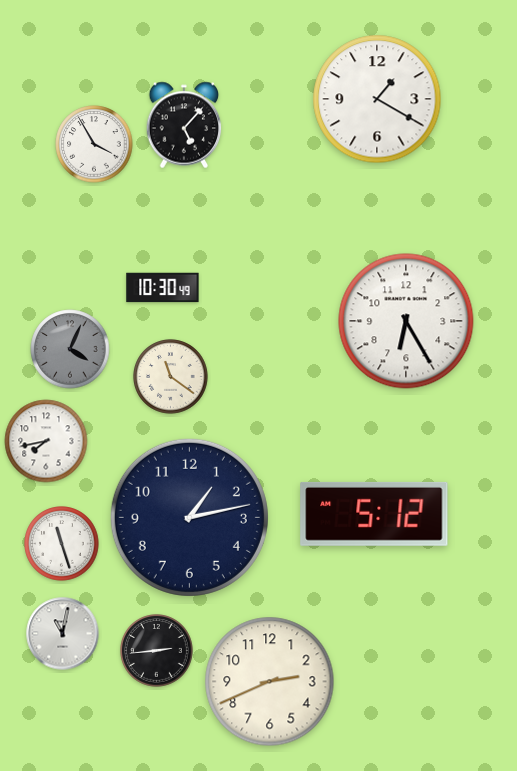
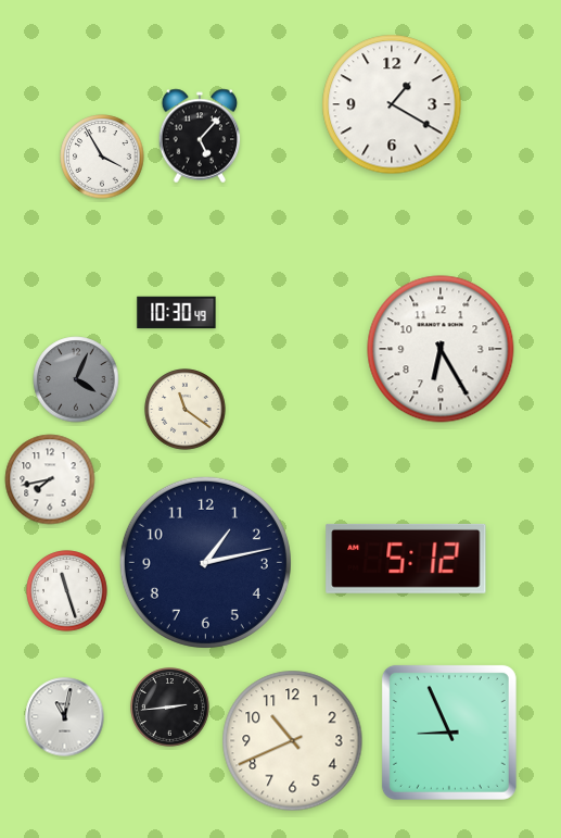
clock at (377, 99) position: (377, 99) -> (392, 104)
clock at (63, 634) position: (63, 634) -> (65, 717)
clock at (449, 733): none -> 8:56
clock at (270, 682): 2:41 -> 10:41
